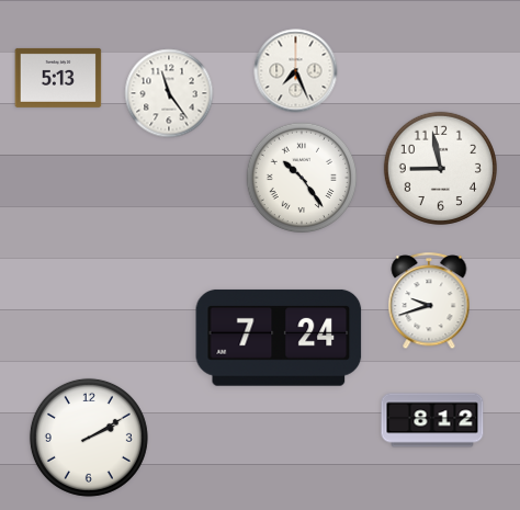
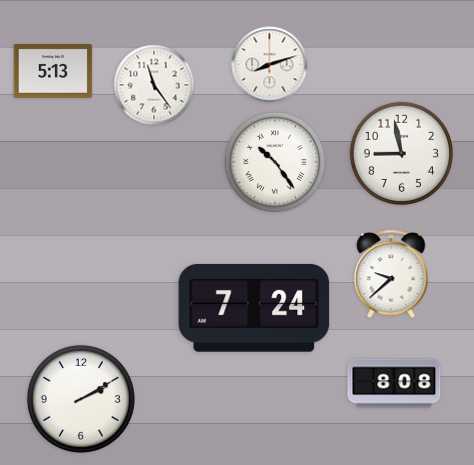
clock at (296, 71): 7:26 -> 8:12
clock at (429, 302): 9:42 -> 9:38
clock at (432, 420): 8:12 -> 8:08
